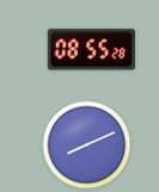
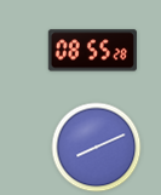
clock at (87, 145) position: (87, 145) -> (97, 148)
